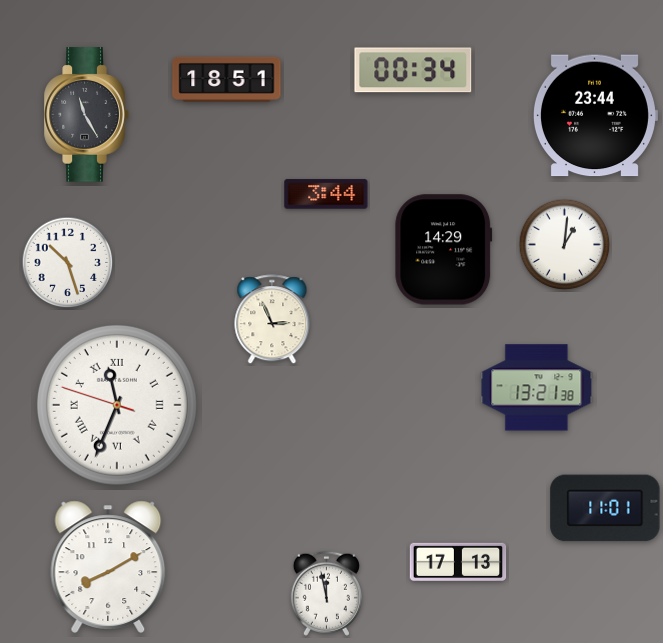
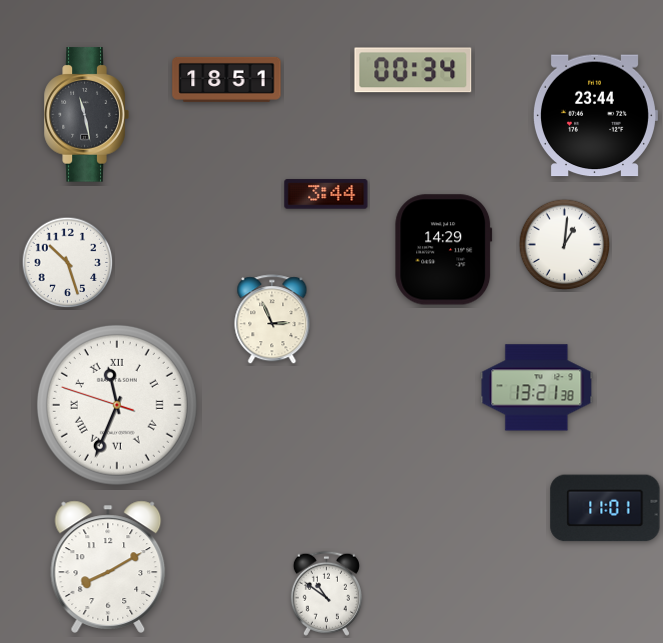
clock at (86, 115): 11:25 -> 11:28
clock at (458, 561): 17:13 -> none
clock at (326, 593): 11:58 -> 10:51
